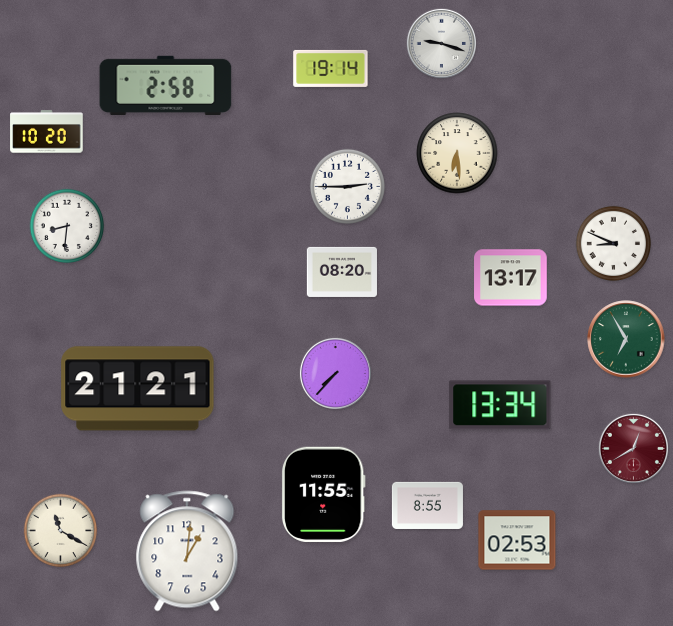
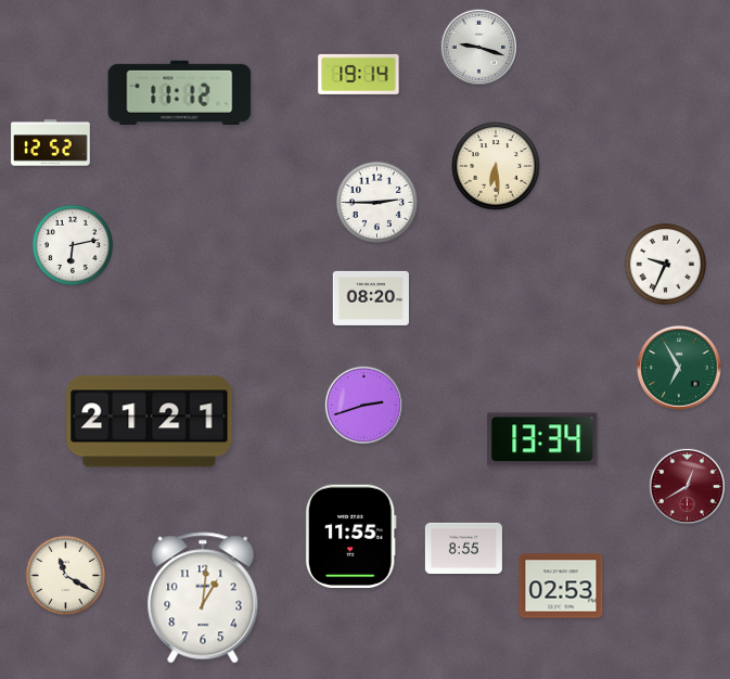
clock at (166, 85): 2:58 -> 11:12
clock at (47, 132): 10:20 -> 12:52
clock at (66, 225): 8:31 -> 6:13
clock at (613, 243): 8:49 -> 9:34
clock at (341, 272) position: (341, 272) -> (370, 298)
clock at (511, 278): 13:17 -> none
clock at (335, 373): 7:37 -> 2:42
